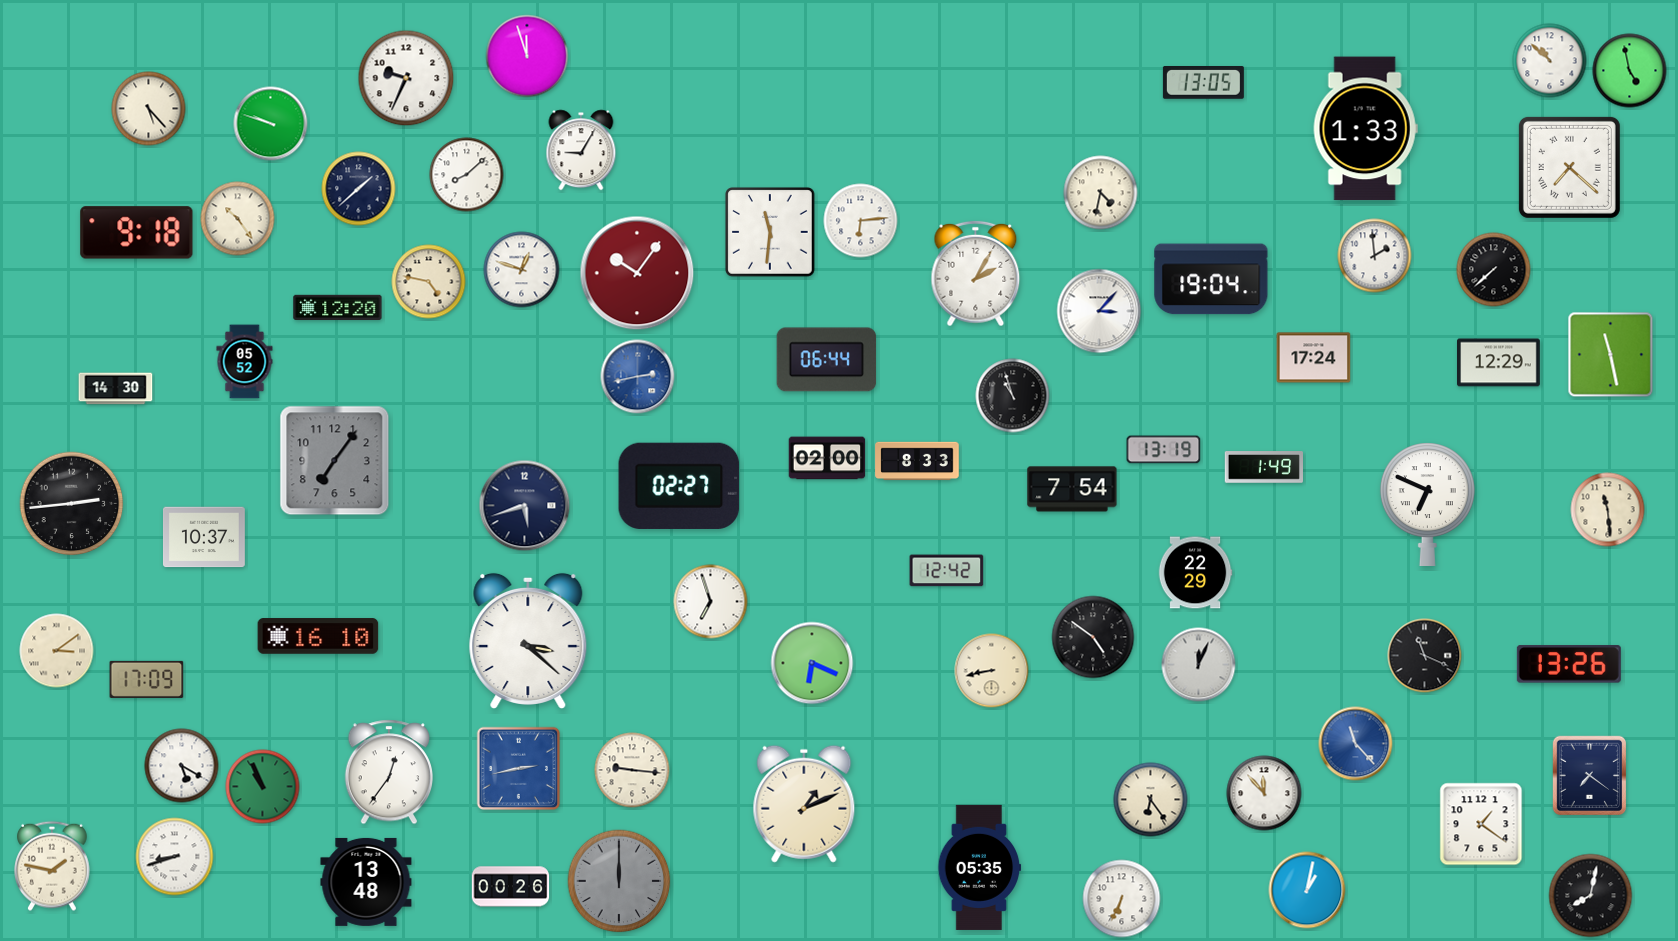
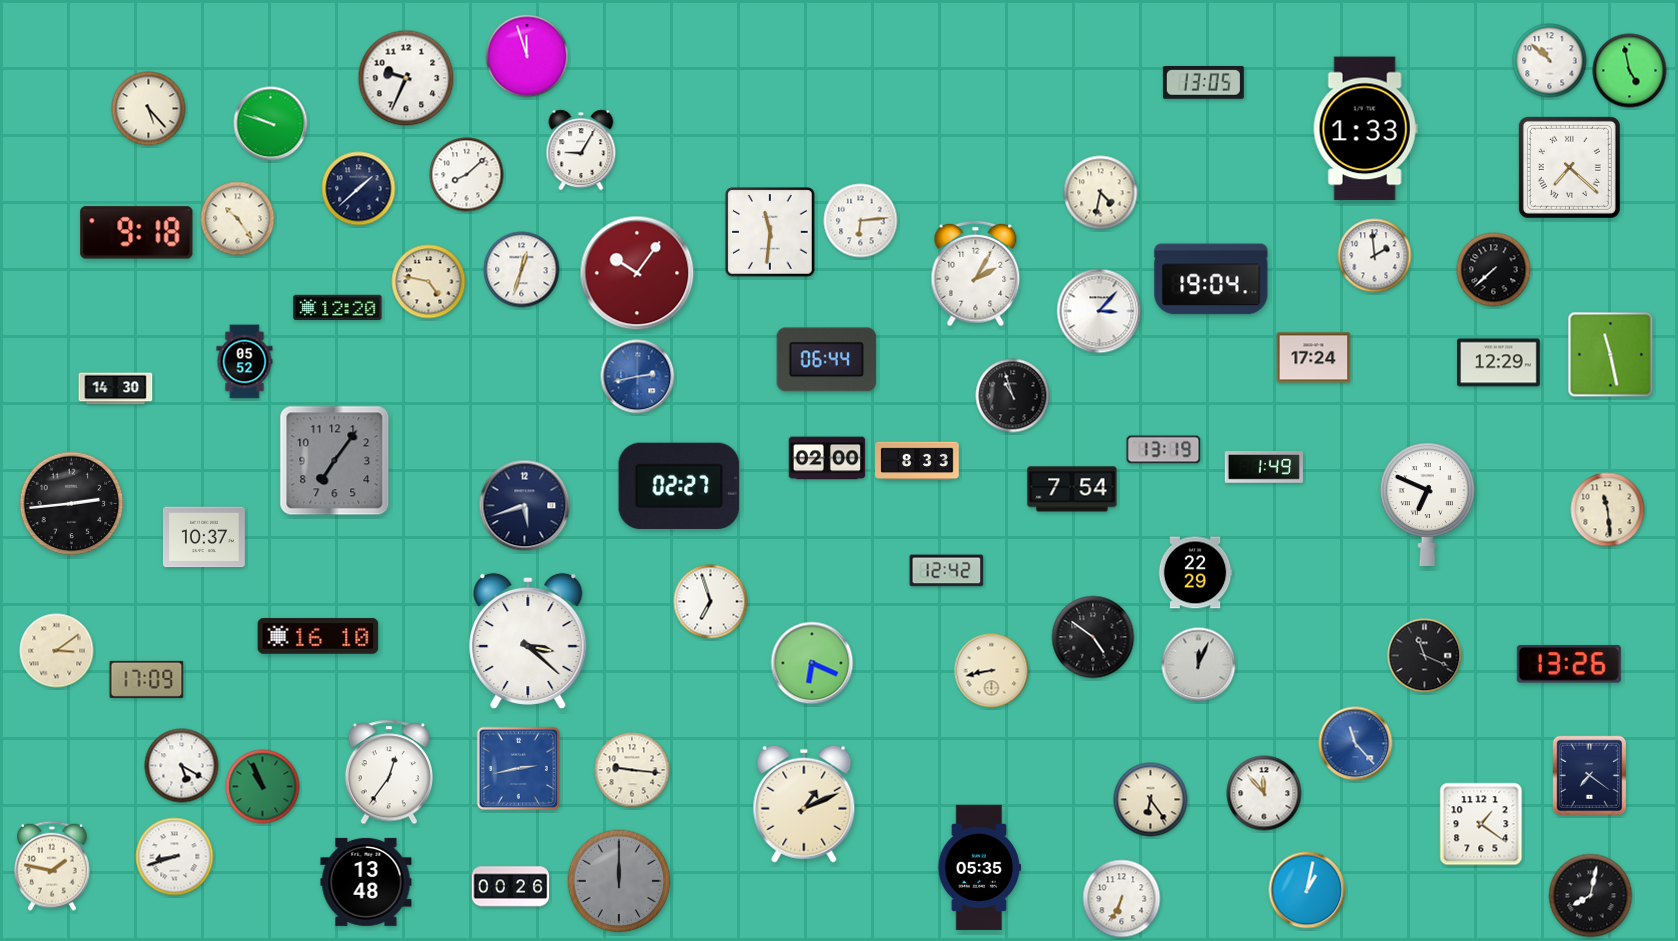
clock at (522, 270): 12:48 -> 12:33
